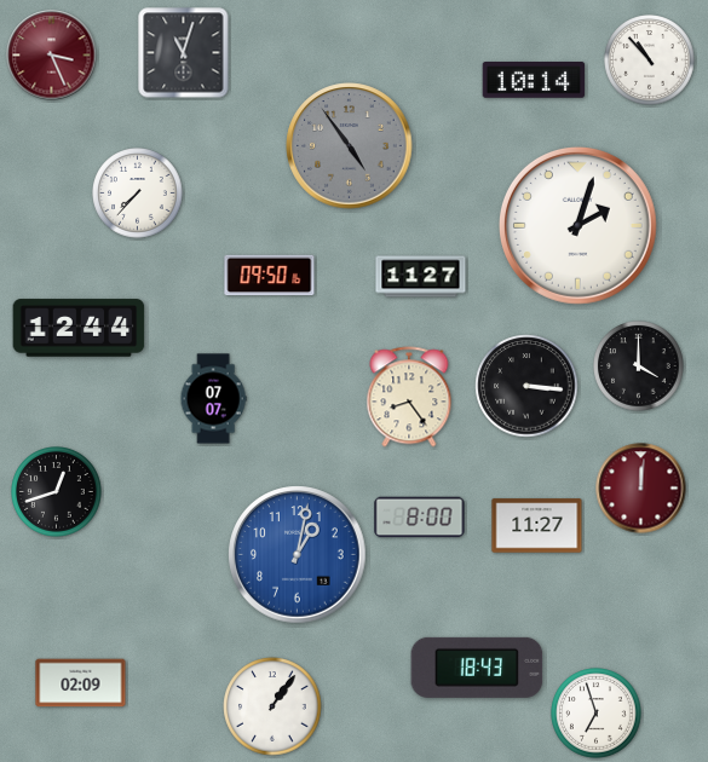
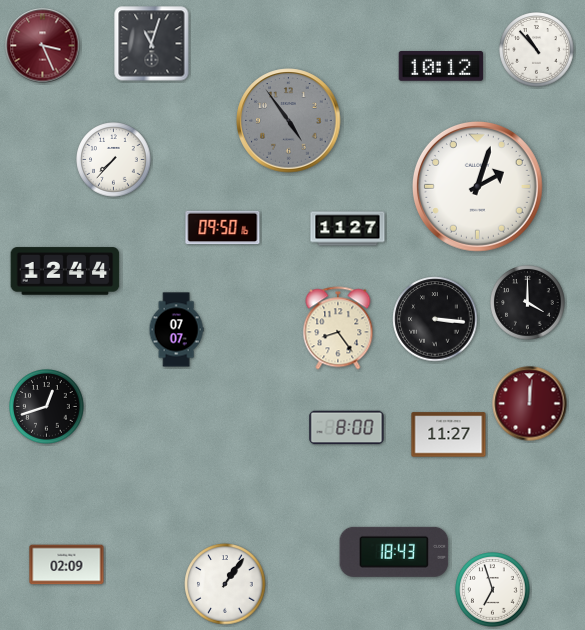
clock at (534, 81): 10:14 -> 10:12
clock at (537, 526) position: (537, 526) -> (449, 435)
clock at (298, 555): 1:02 -> none
